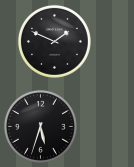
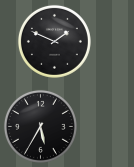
clock at (40, 126): 5:33 -> 5:35
